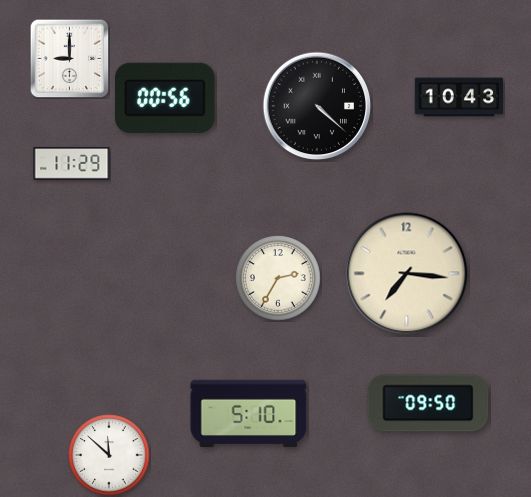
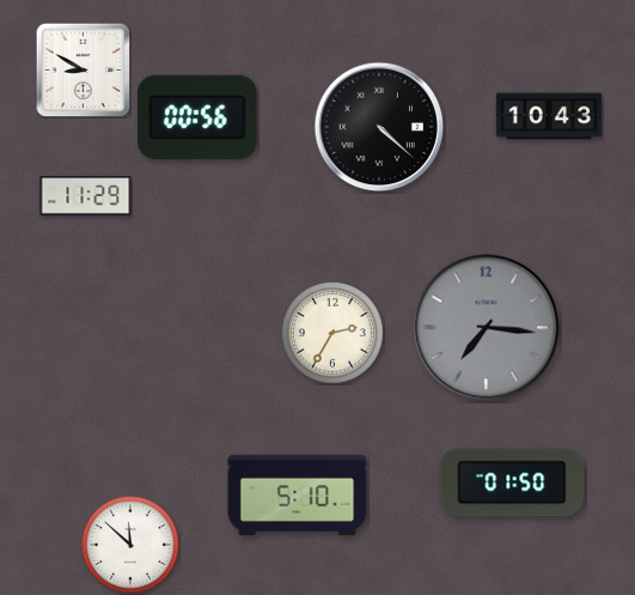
clock at (69, 58): 9:00 -> 8:50
clock at (407, 274) dial: cream -> grey
clock at (428, 403): 09:50 -> 01:50
